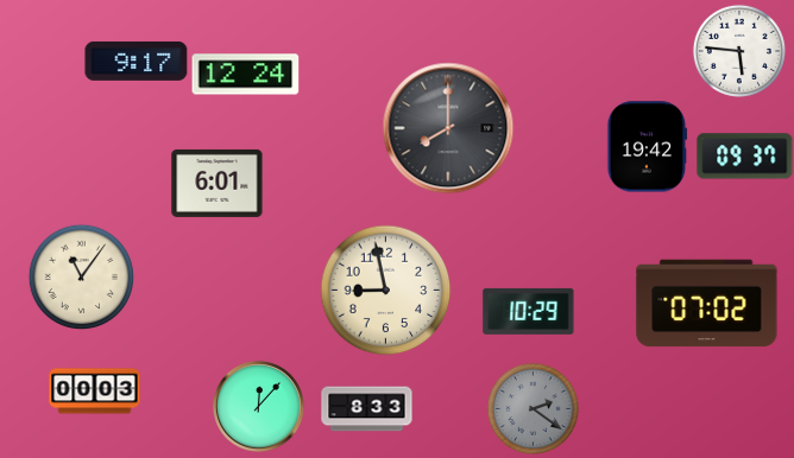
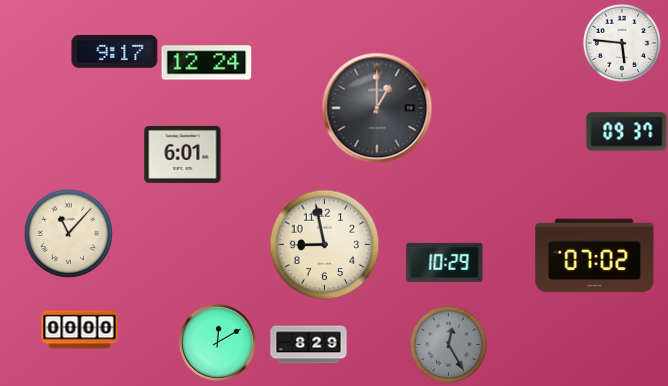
clock at (448, 128): 8:00 -> 1:00
clock at (648, 147): 19:42 -> none
clock at (81, 276): 11:06 -> 11:07
clock at (95, 392): 00:03 -> 00:00
clock at (259, 407): 12:07 -> 12:10
clock at (533, 408): 2:21 -> 12:25
clock at (367, 409): 8:33 -> 8:29
